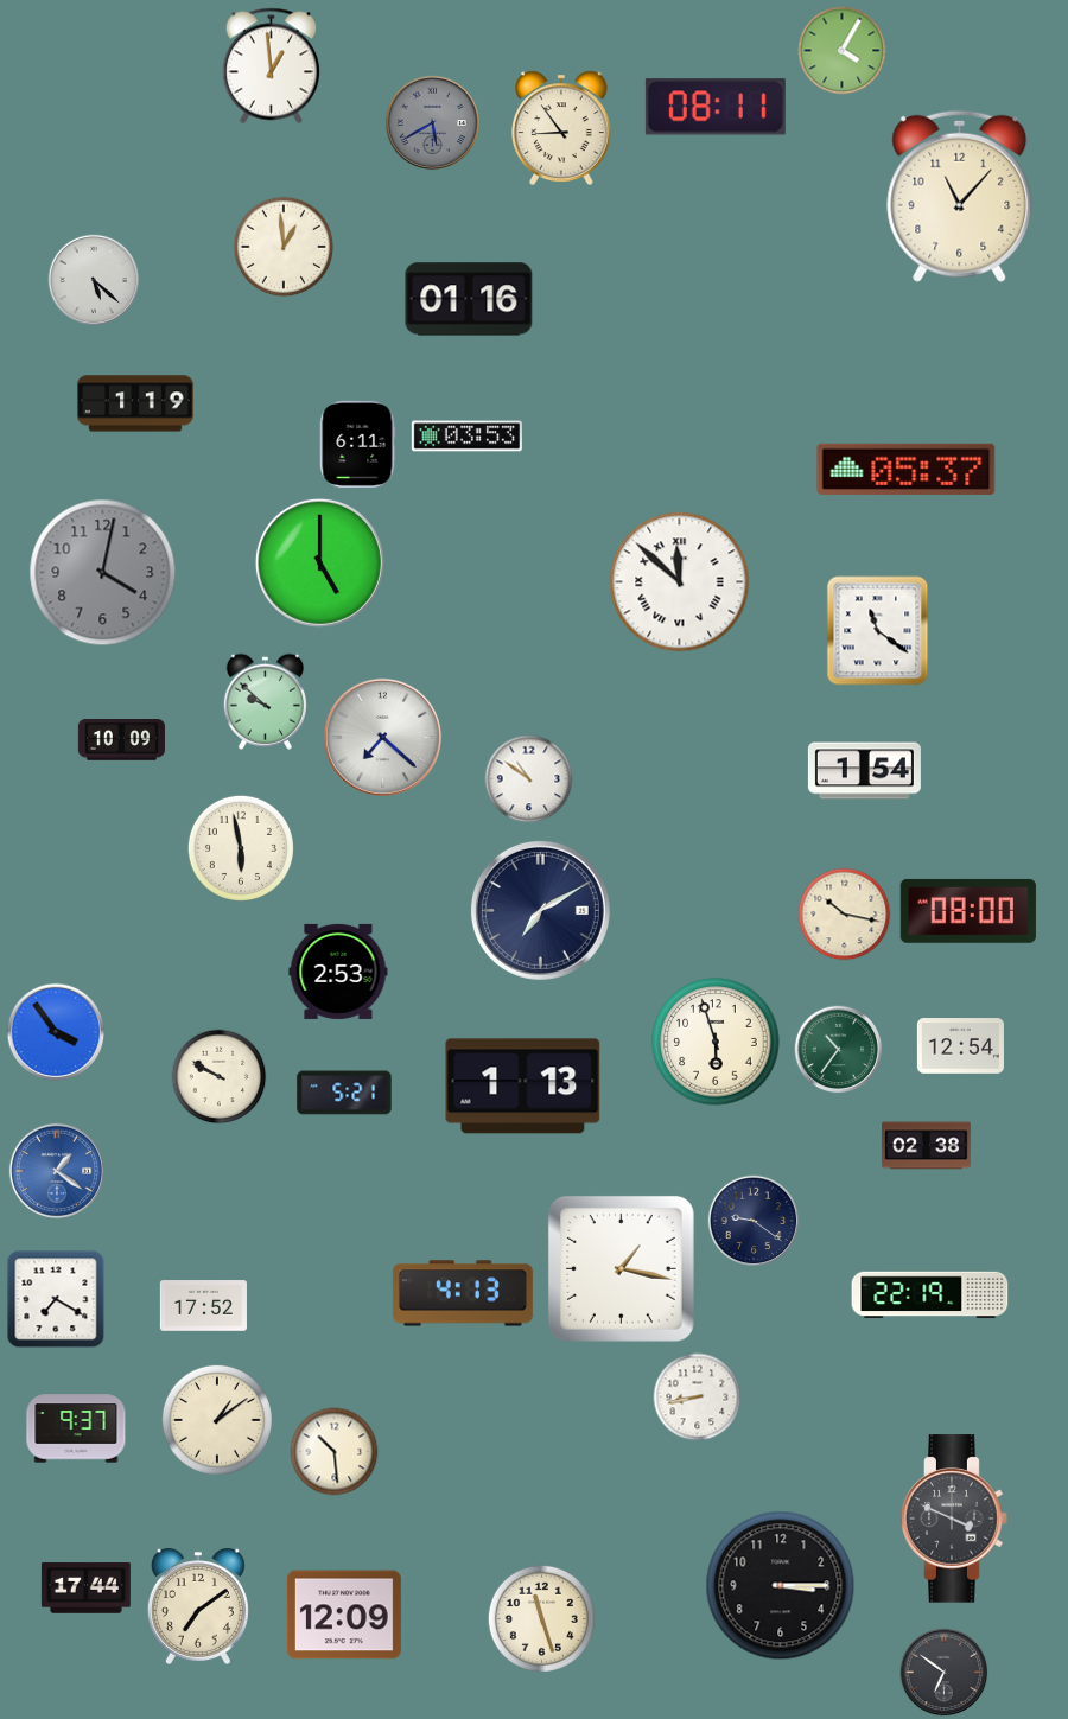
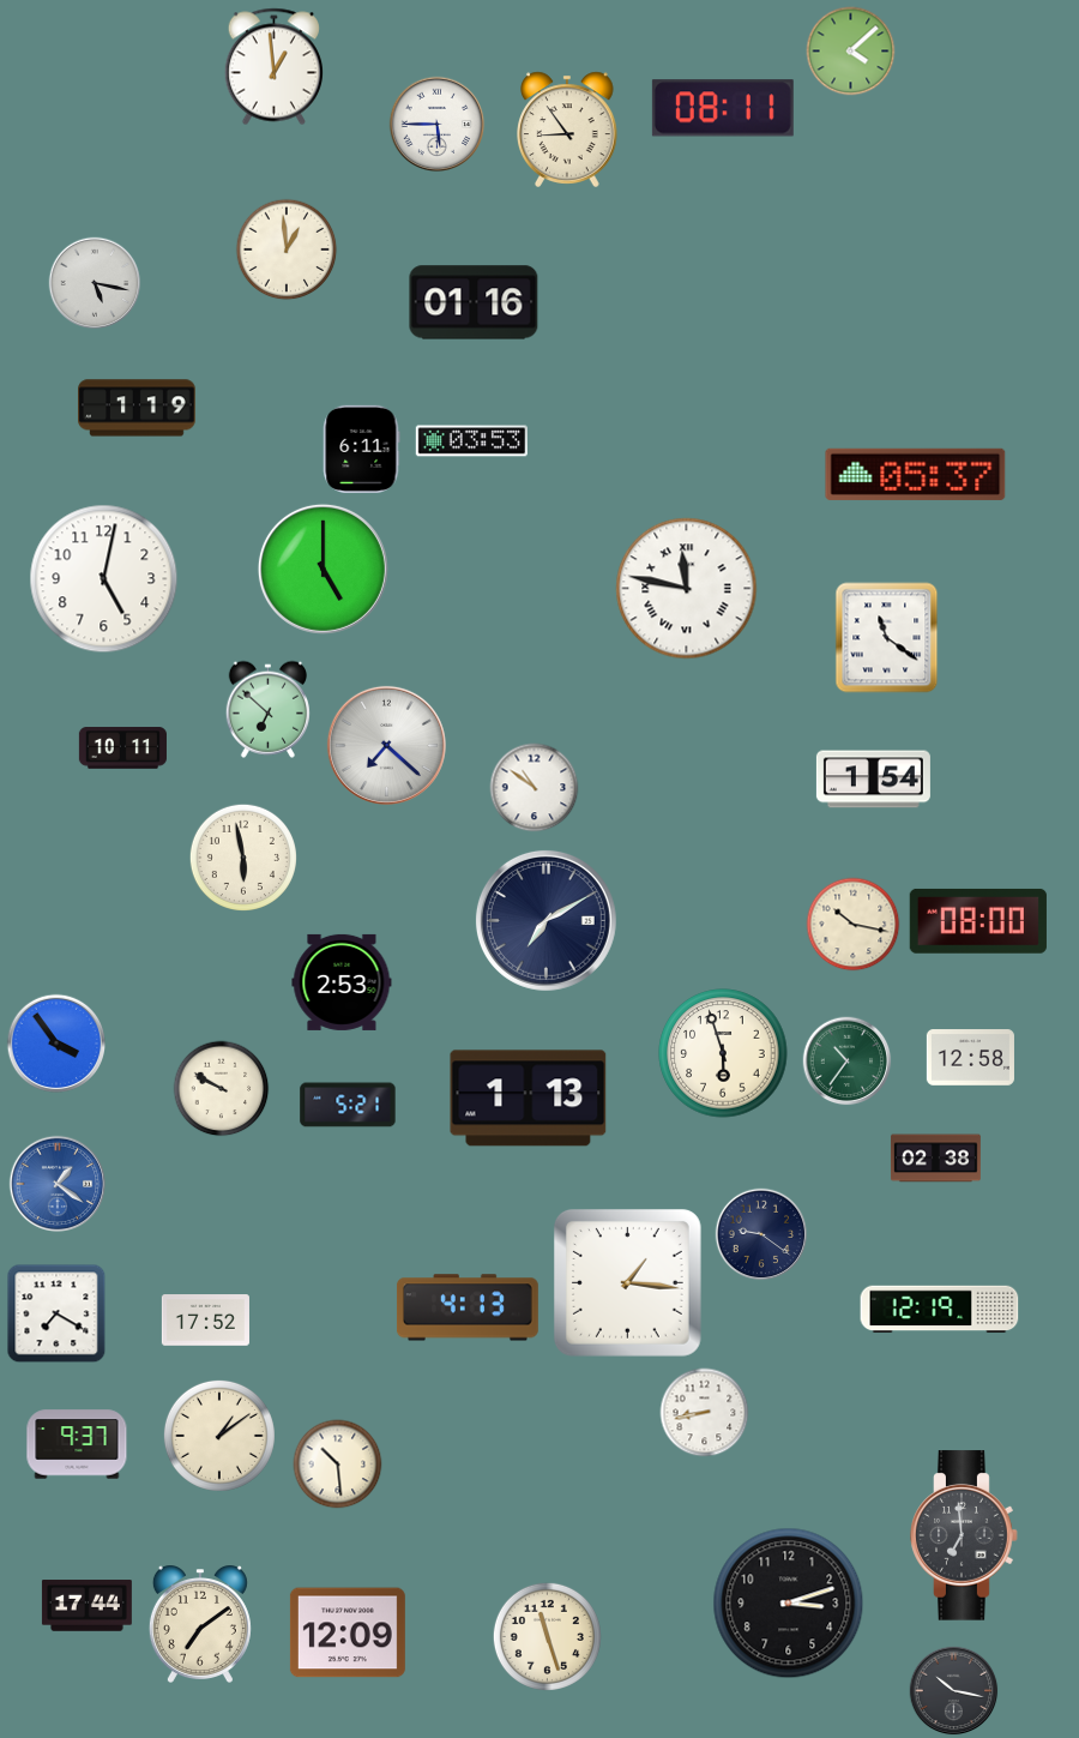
clock at (843, 51): 4:05 -> 4:08
clock at (433, 123): 5:40 -> 5:45
clock at (433, 123) dial: grey -> white
clock at (960, 196): 11:07 -> none
clock at (94, 280): 5:22 -> 5:17
clock at (103, 573): 4:02 -> 5:02
clock at (103, 573) dial: grey -> white
clock at (680, 582): 11:52 -> 11:47
clock at (265, 701): 9:52 -> 6:52
clock at (121, 740): 10:09 -> 10:11
clock at (960, 1046): 12:54 -> 12:58
clock at (621, 1268): 1:17 -> 1:16
clock at (930, 1295): 22:19 -> 12:19
clock at (335, 1452) position: (335, 1452) -> (338, 1465)
clock at (954, 1519): 3:49 -> 6:59
clock at (781, 1586): 3:15 -> 3:12
clock at (945, 1673): 6:51 -> 10:17
